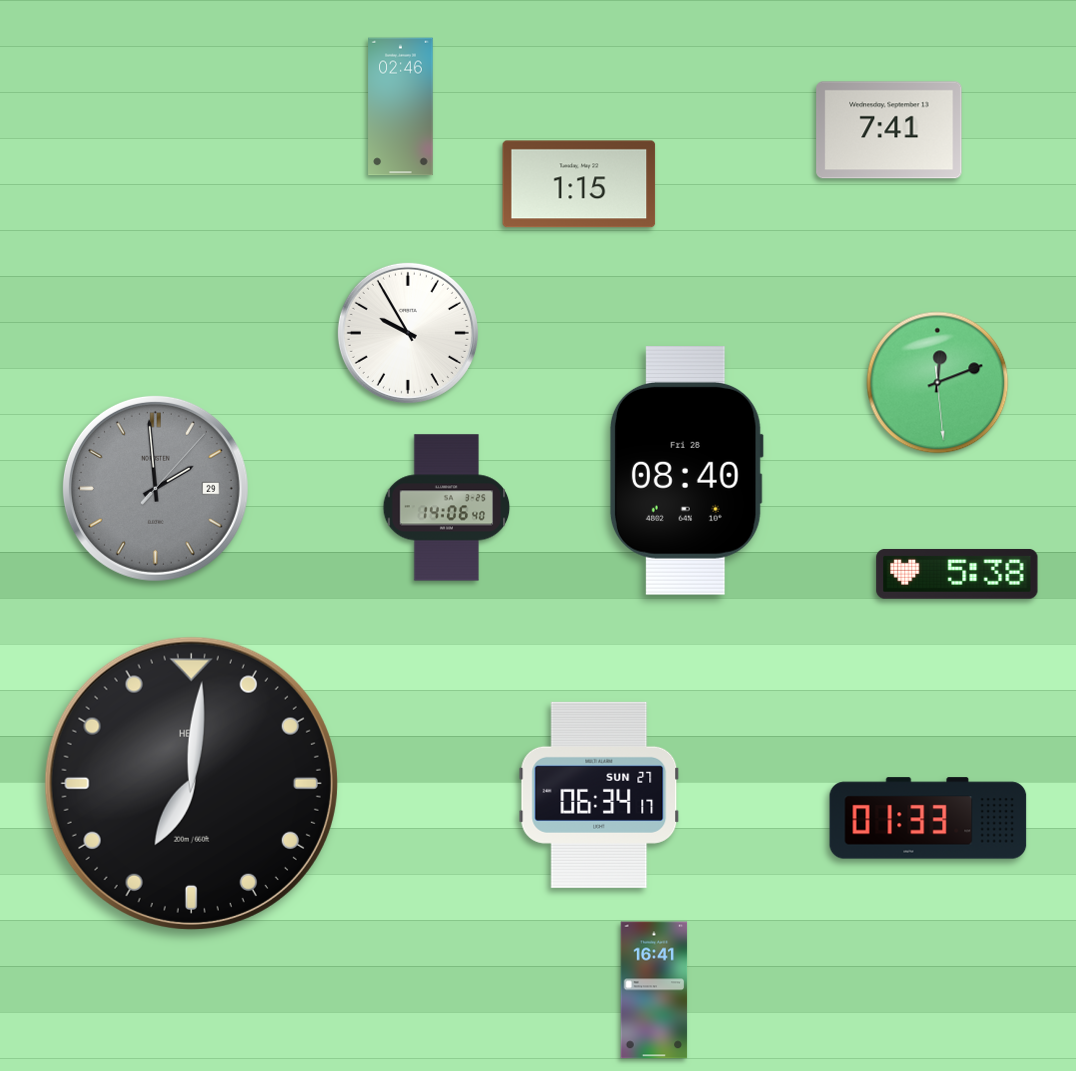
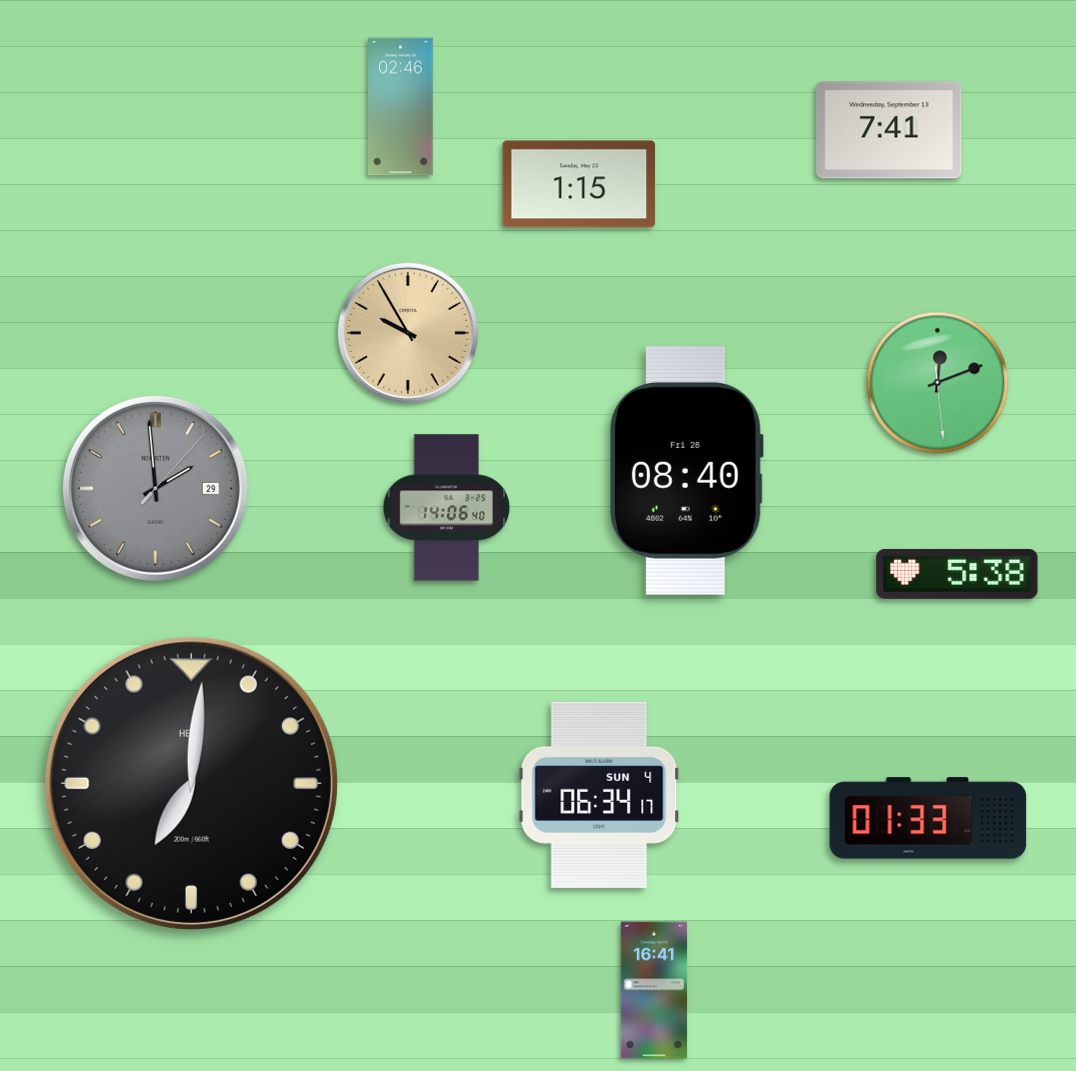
clock at (408, 333) dial: white -> champagne
clock at (599, 795) date: SUN 27 -> SUN 4
